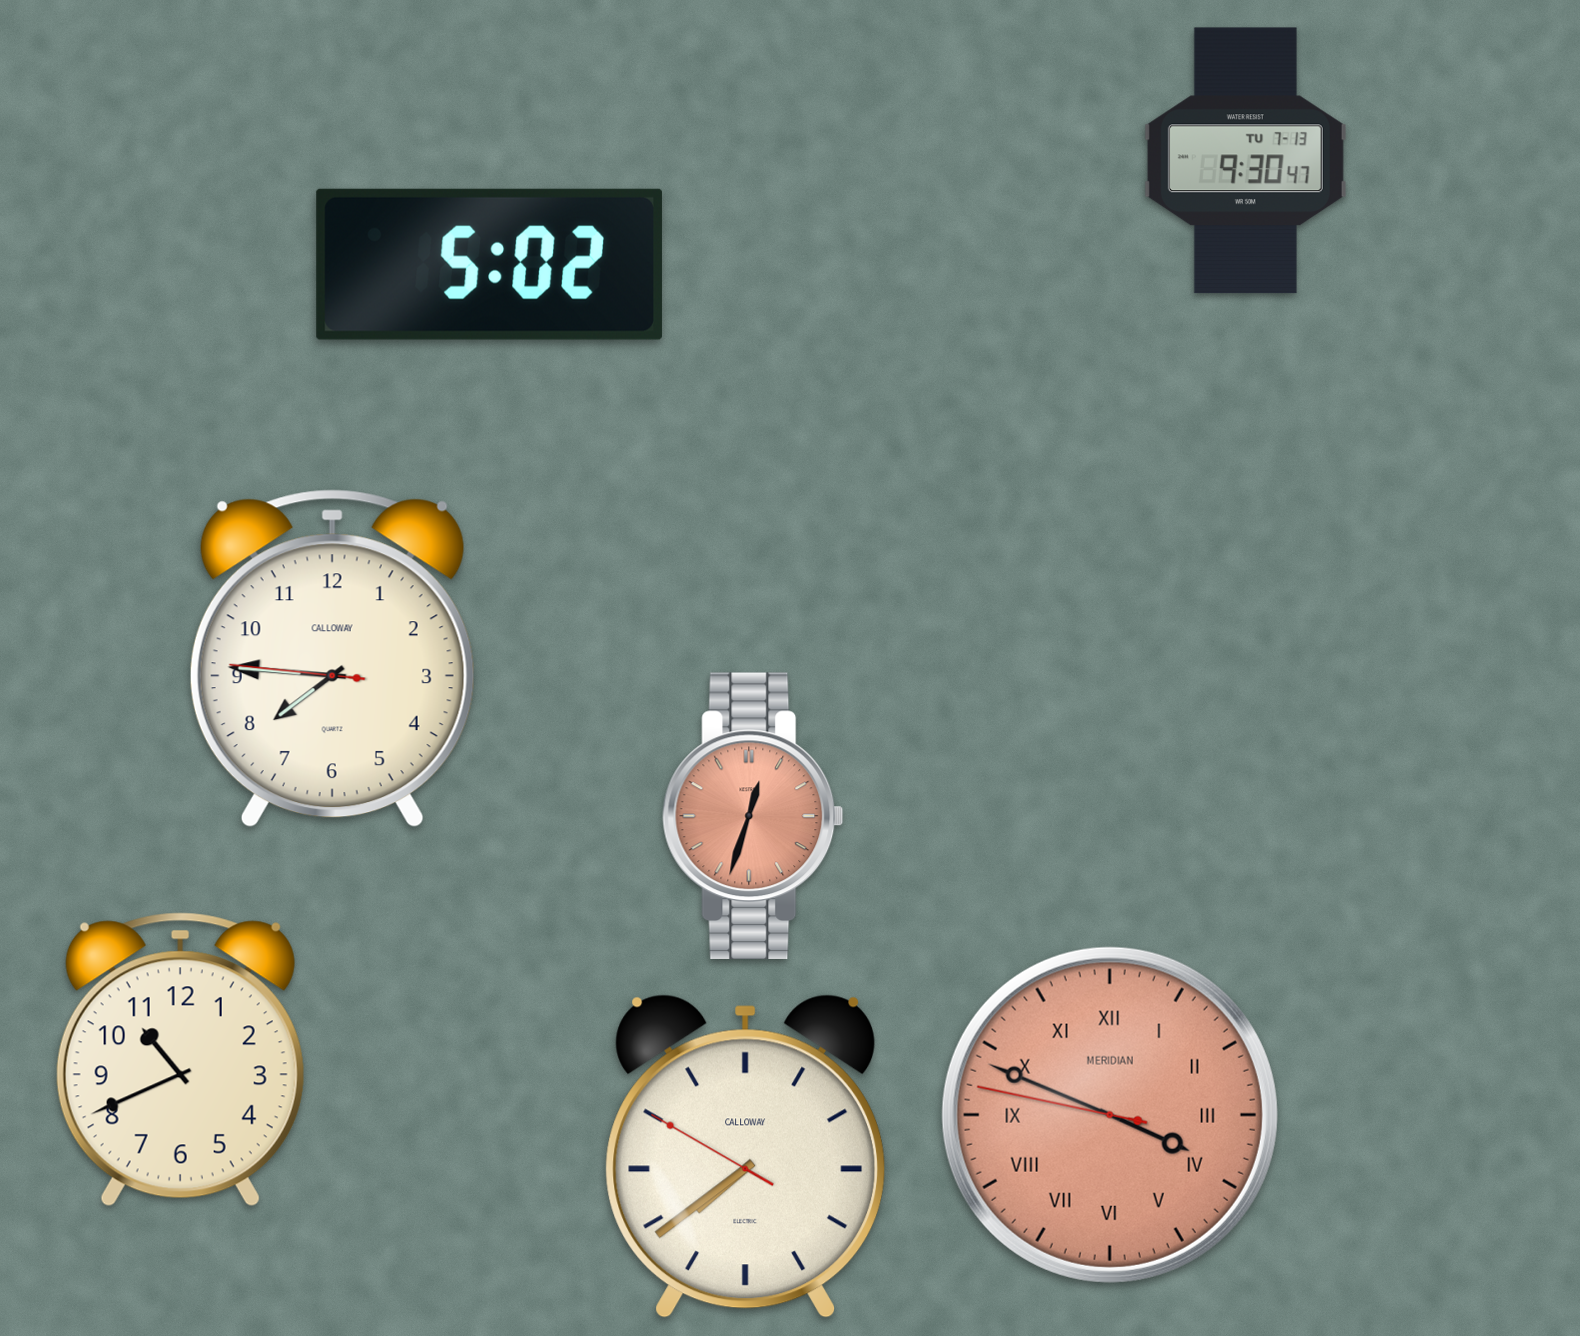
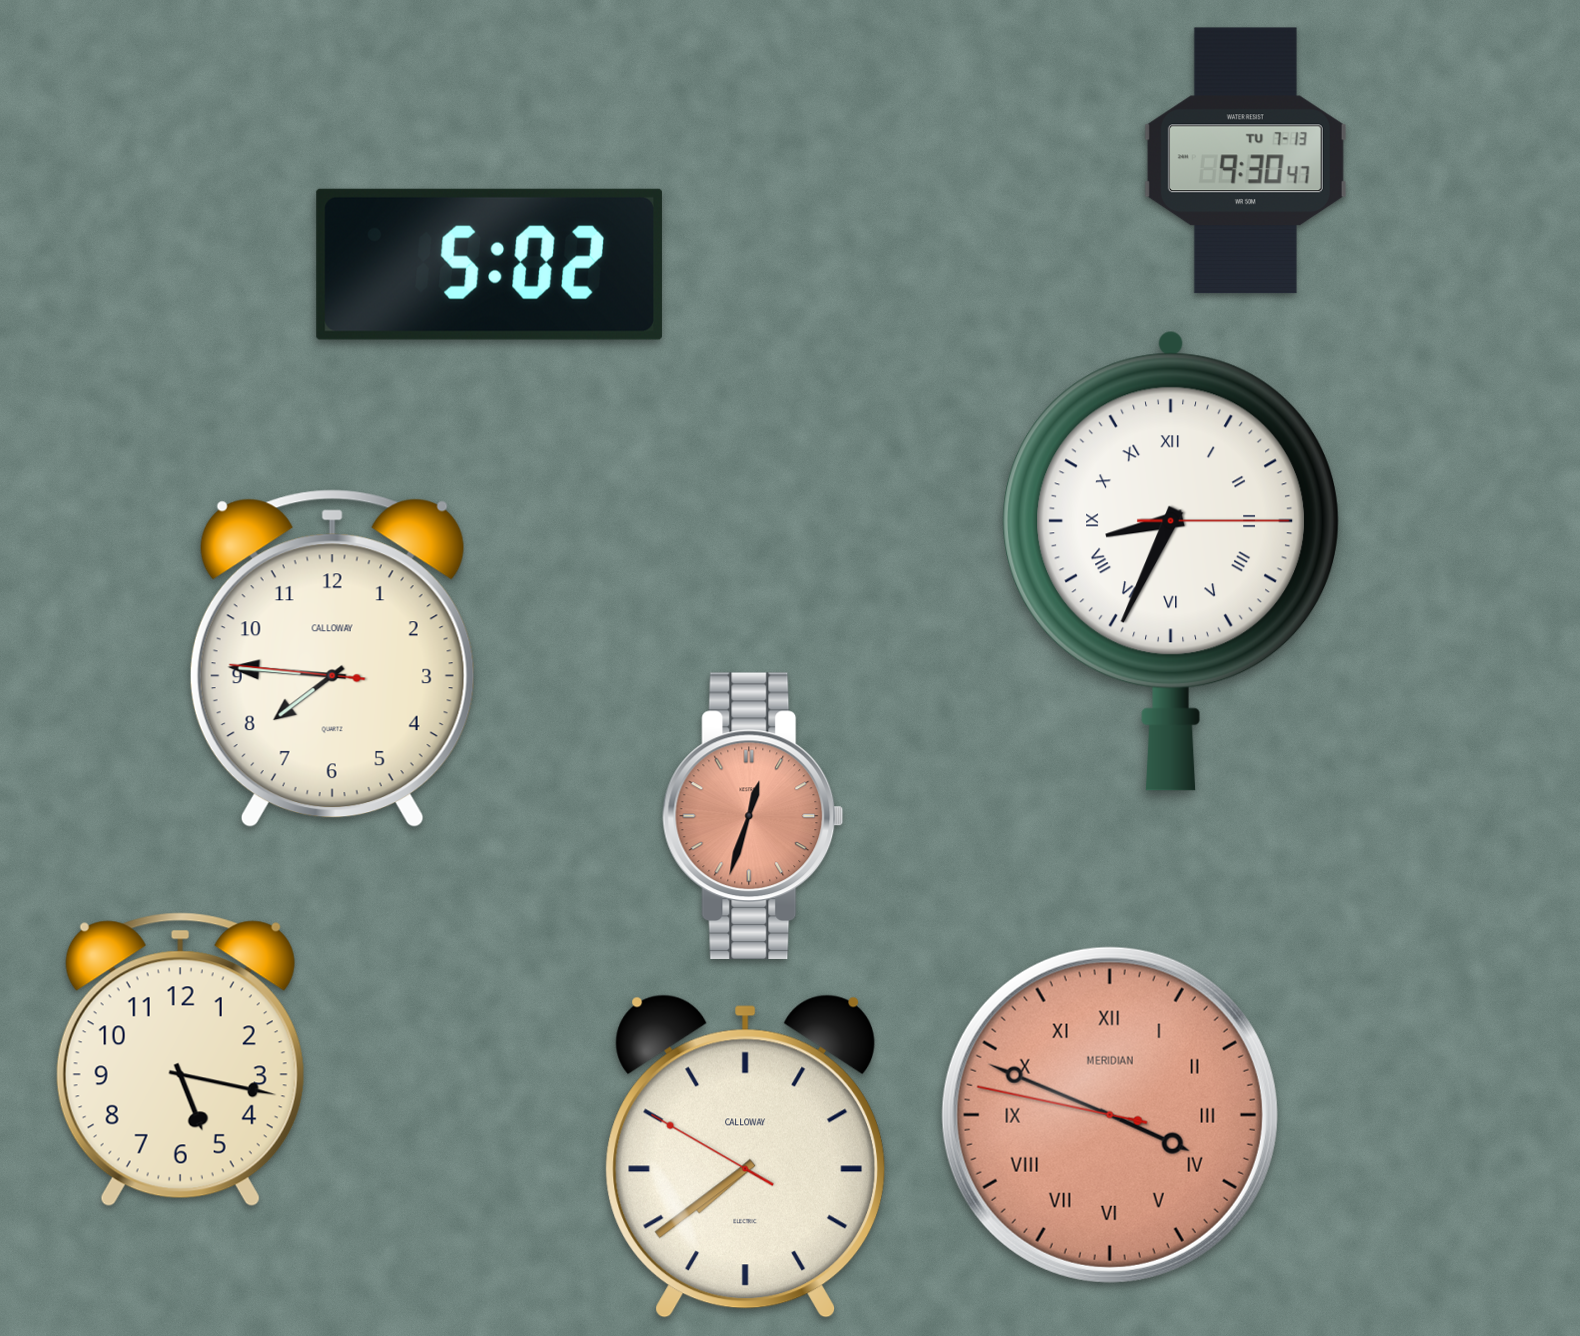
clock at (1170, 561): none -> 8:34
clock at (180, 1060): 10:41 -> 5:17
